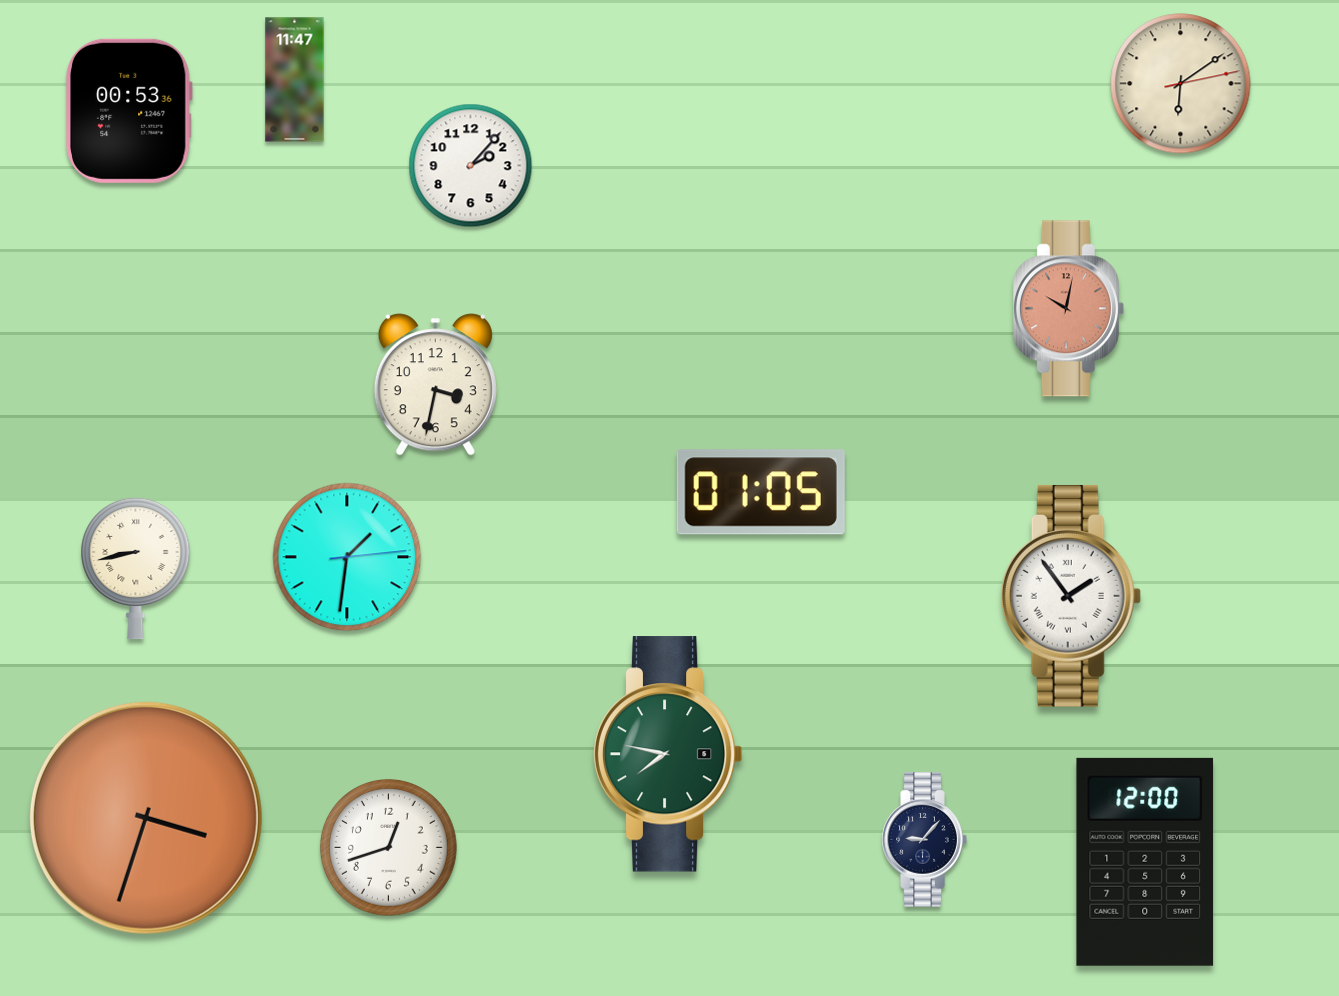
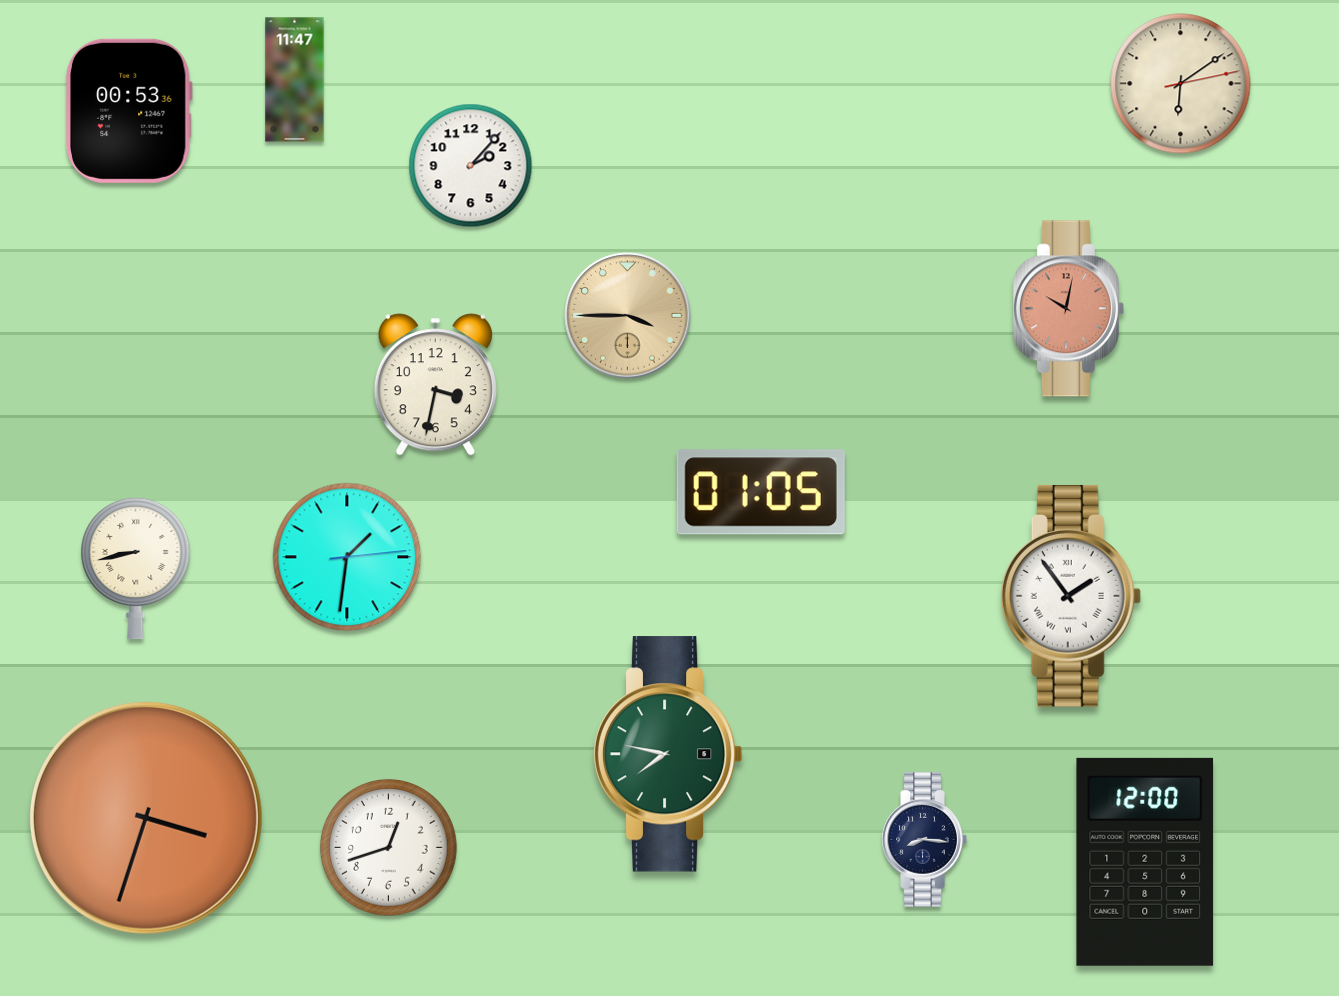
clock at (628, 316): none -> 3:45
clock at (924, 840): 9:07 -> 8:16
